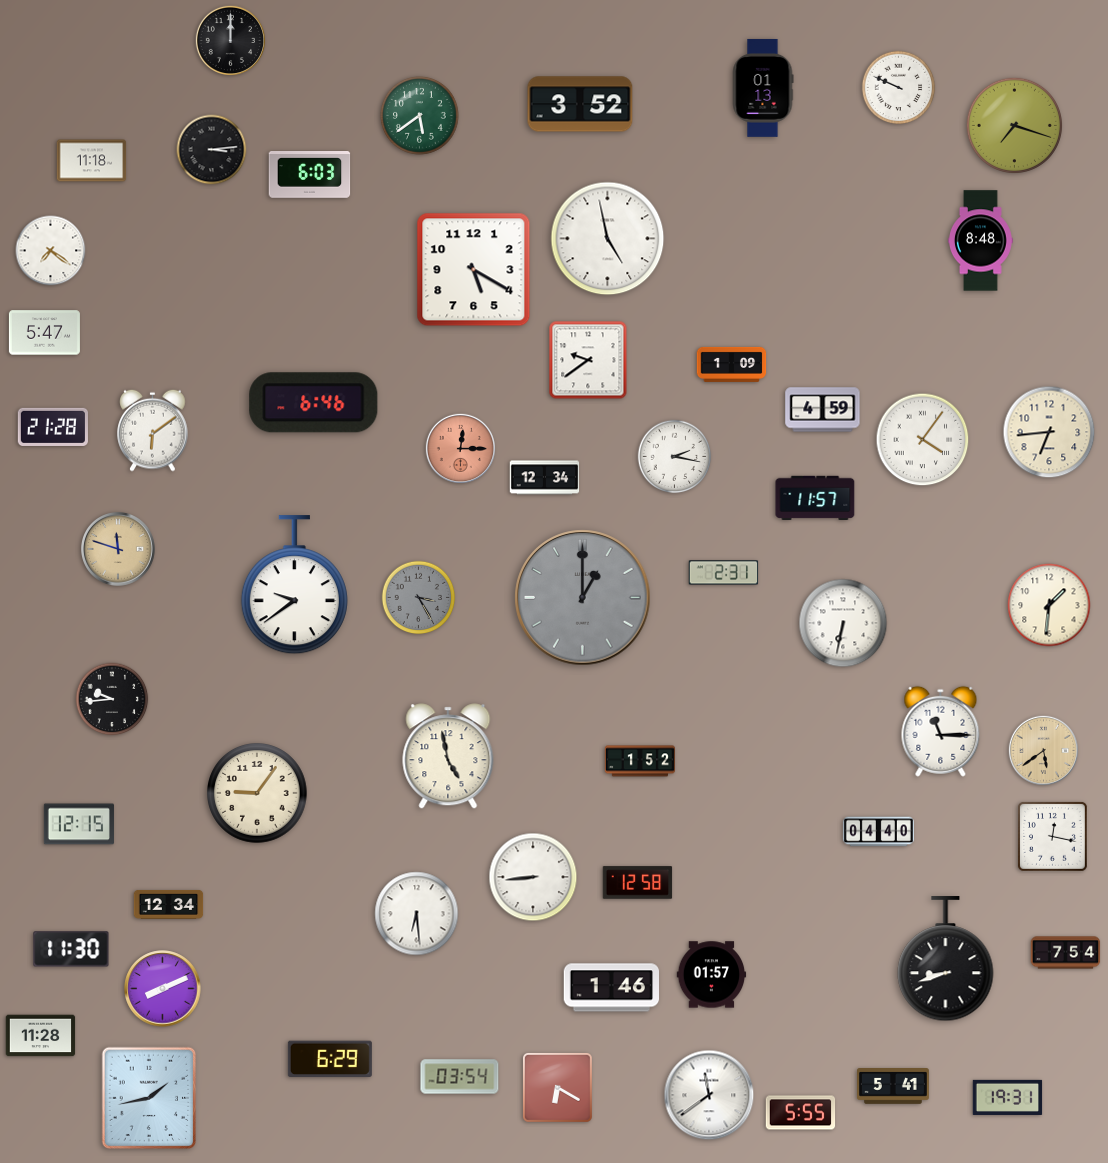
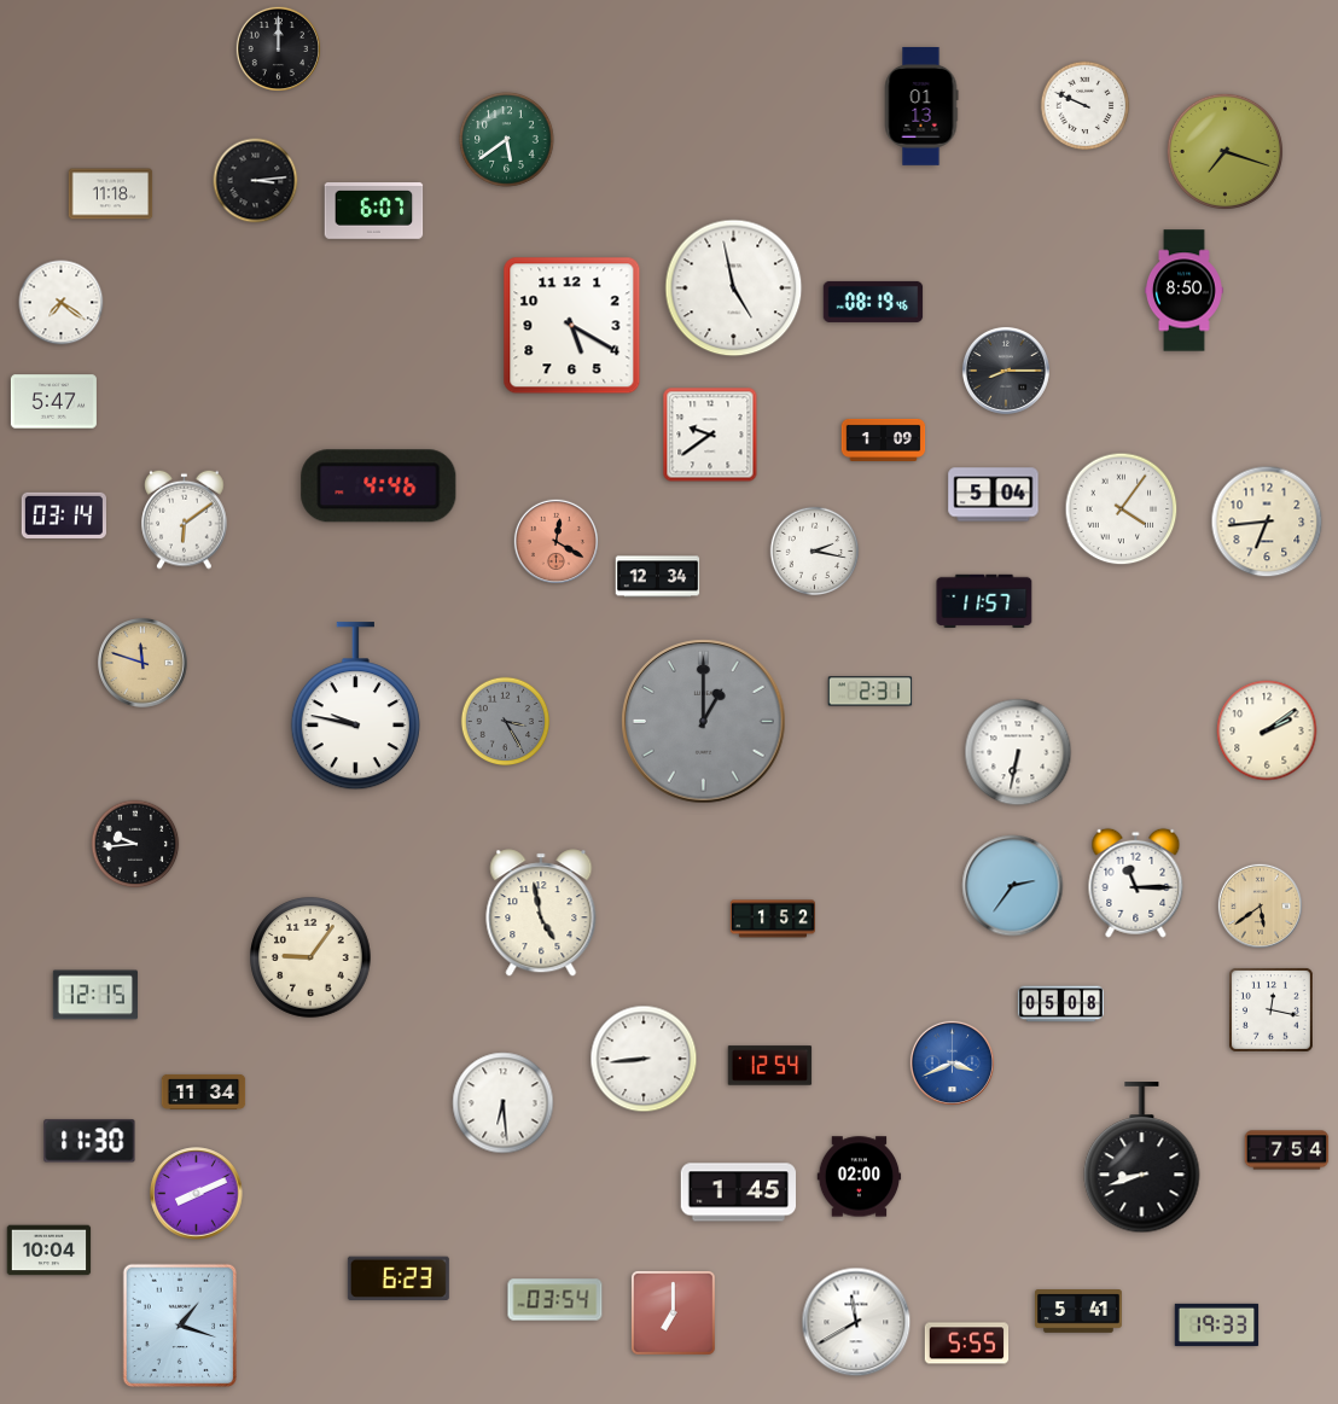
clock at (580, 104): 3:52 -> none
clock at (310, 175): 6:03 -> 6:07
clock at (981, 241): 8:48 -> 8:50
clock at (873, 302): none -> 08:19
clock at (1006, 371): none -> 8:15
clock at (314, 403): 6:46 -> 4:46
clock at (823, 410): 4:59 -> 5:04
clock at (53, 427): 21:28 -> 03:14
clock at (923, 440) position: (923, 440) -> (1122, 509)
clock at (460, 448): 12:15 -> 12:20
clock at (724, 573) position: (724, 573) -> (871, 692)
clock at (294, 585): 9:39 -> 9:47
clock at (1049, 605): 1:31 -> 2:09
clock at (1013, 886): none -> 2:36
clock at (878, 832): 04:40 -> 05:08
clock at (952, 1062): none -> 3:41
clock at (638, 883): 12:58 -> 12:54
clock at (169, 904): 12:34 -> 11:34
clock at (71, 949) position: (71, 949) -> (89, 1141)
clock at (712, 975): 01:57 -> 02:00
clock at (612, 988): 1:46 -> 1:45
clock at (41, 1036): 11:28 -> 10:04
clock at (330, 1059): 6:29 -> 6:23
clock at (557, 1087): 6:20 -> 7:00
clock at (709, 1095): 11:39 -> 11:40
clock at (1008, 1097): 19:31 -> 19:33
clock at (149, 1098): 1:43 -> 1:18
